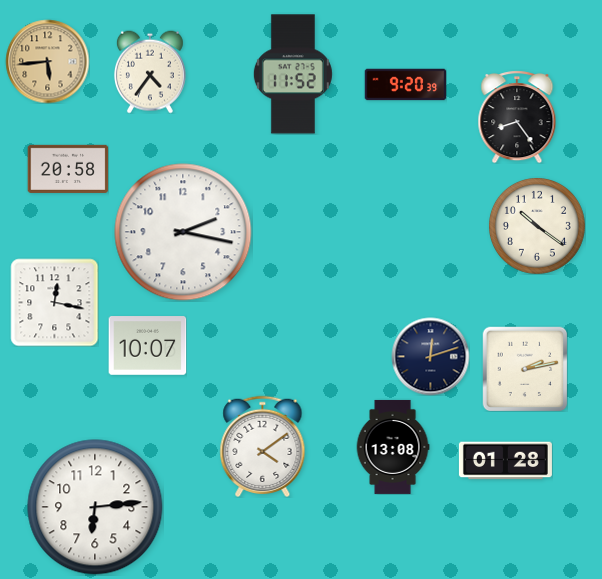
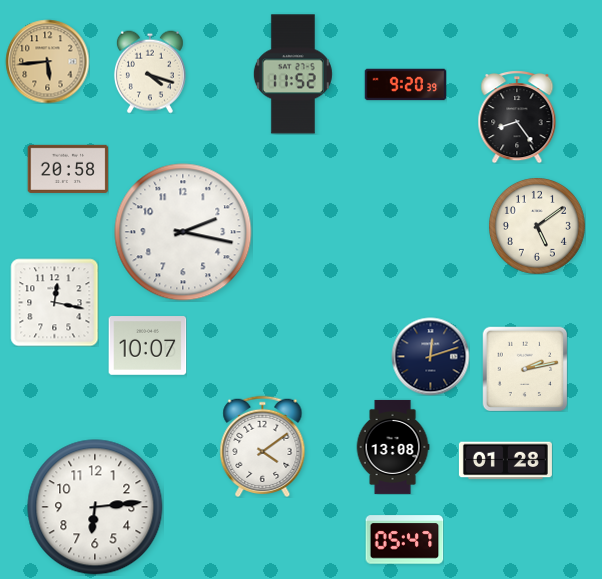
clock at (150, 72): 4:36 -> 4:18
clock at (537, 226): 10:21 -> 5:09
clock at (404, 540): none -> 05:47
